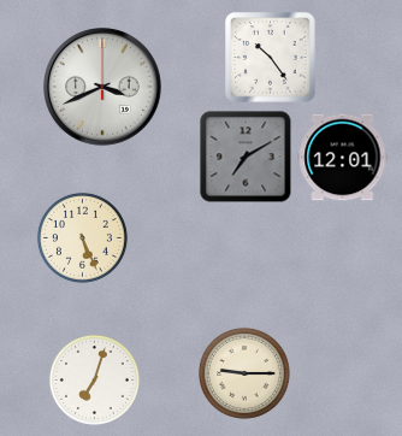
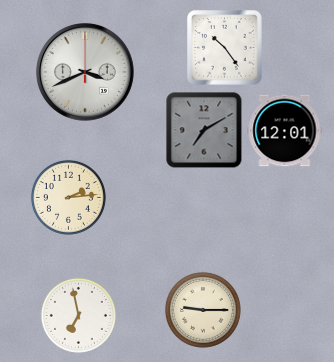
clock at (82, 237): 5:26 -> 2:14
clock at (94, 379): 7:03 -> 6:58
